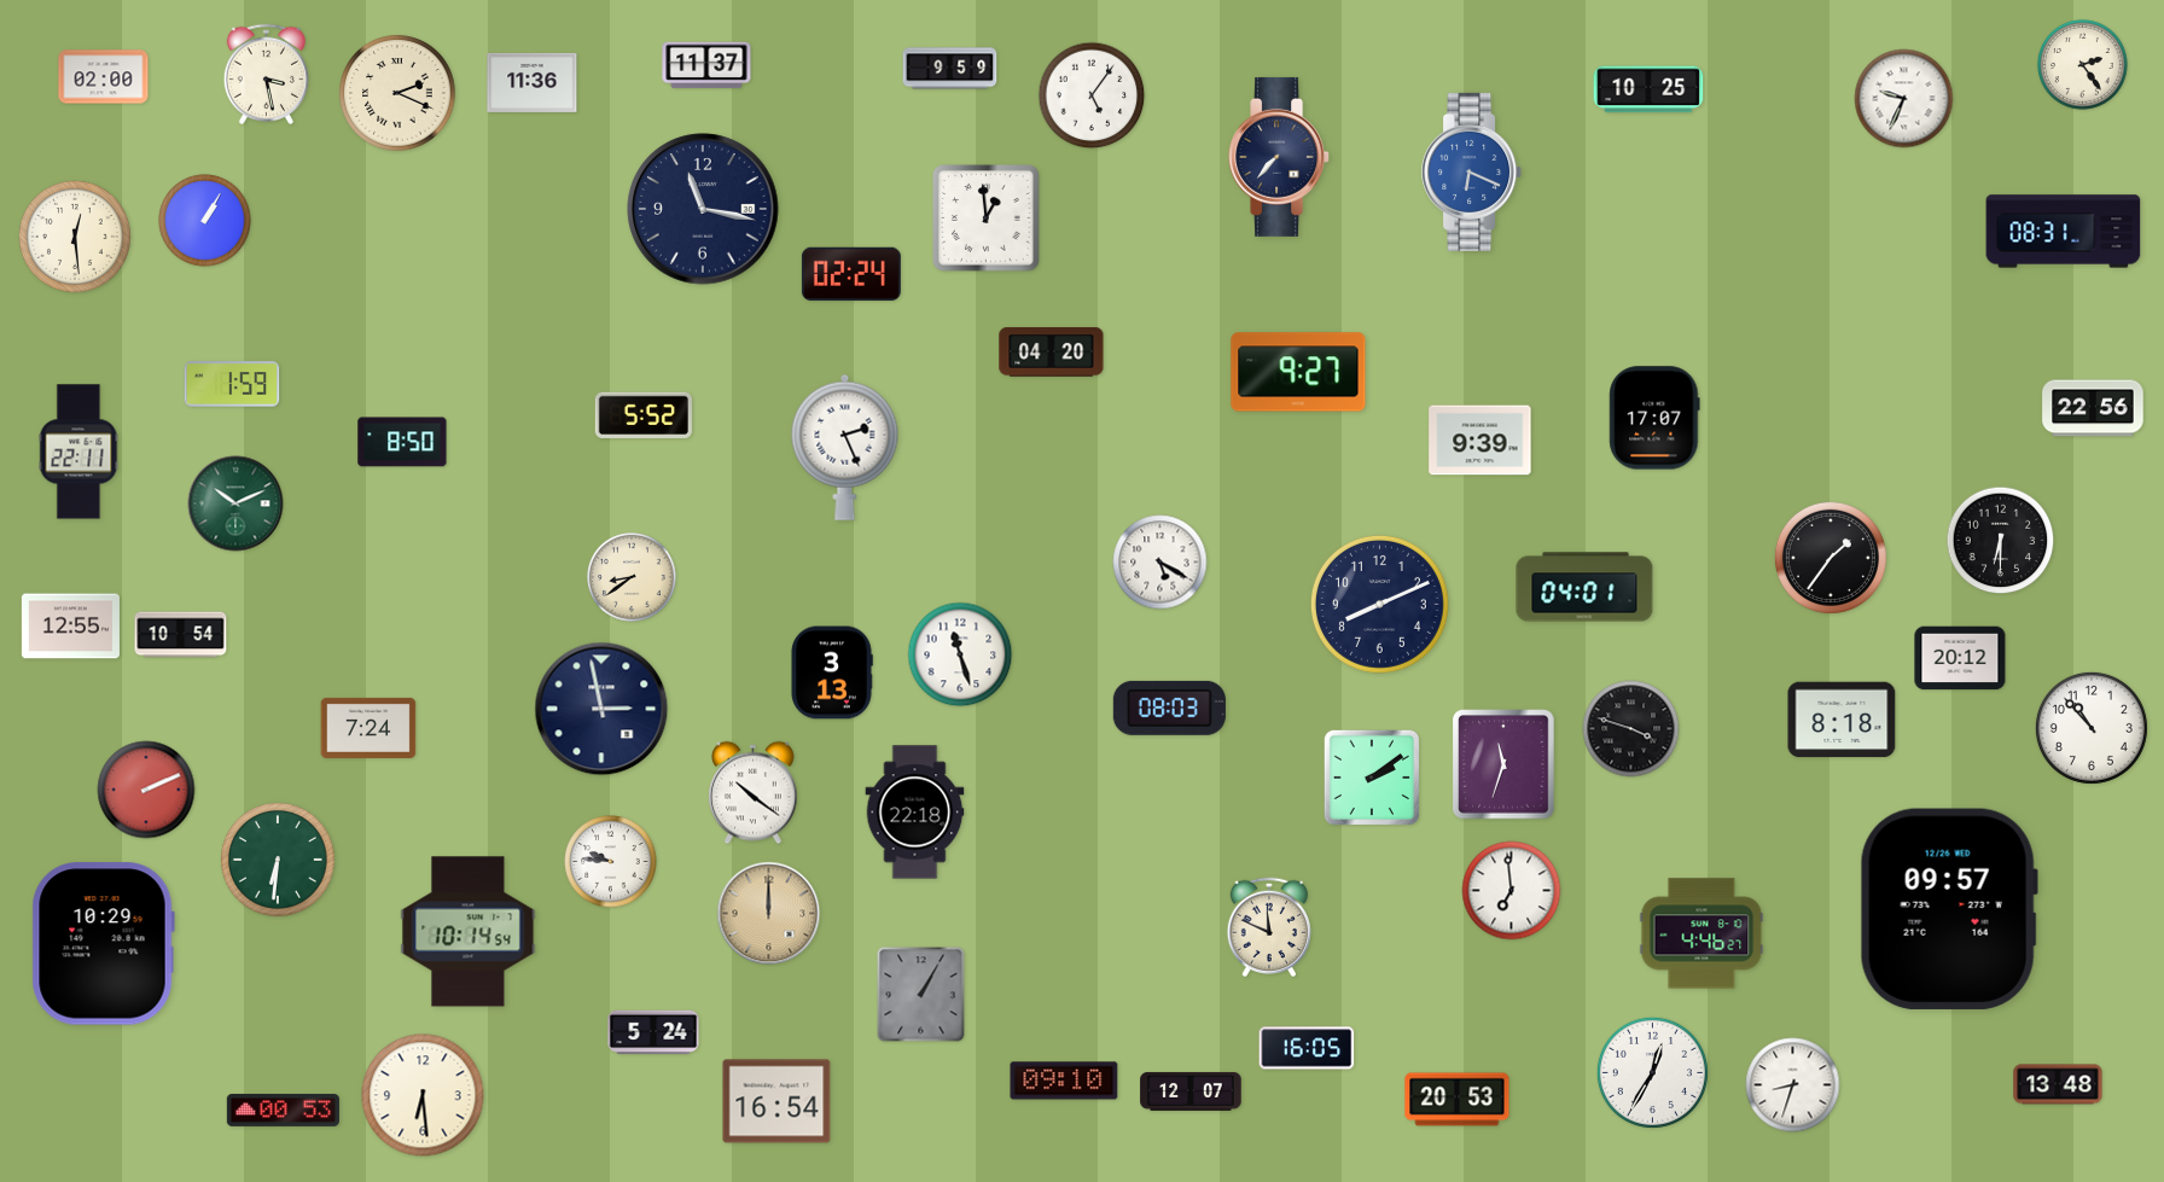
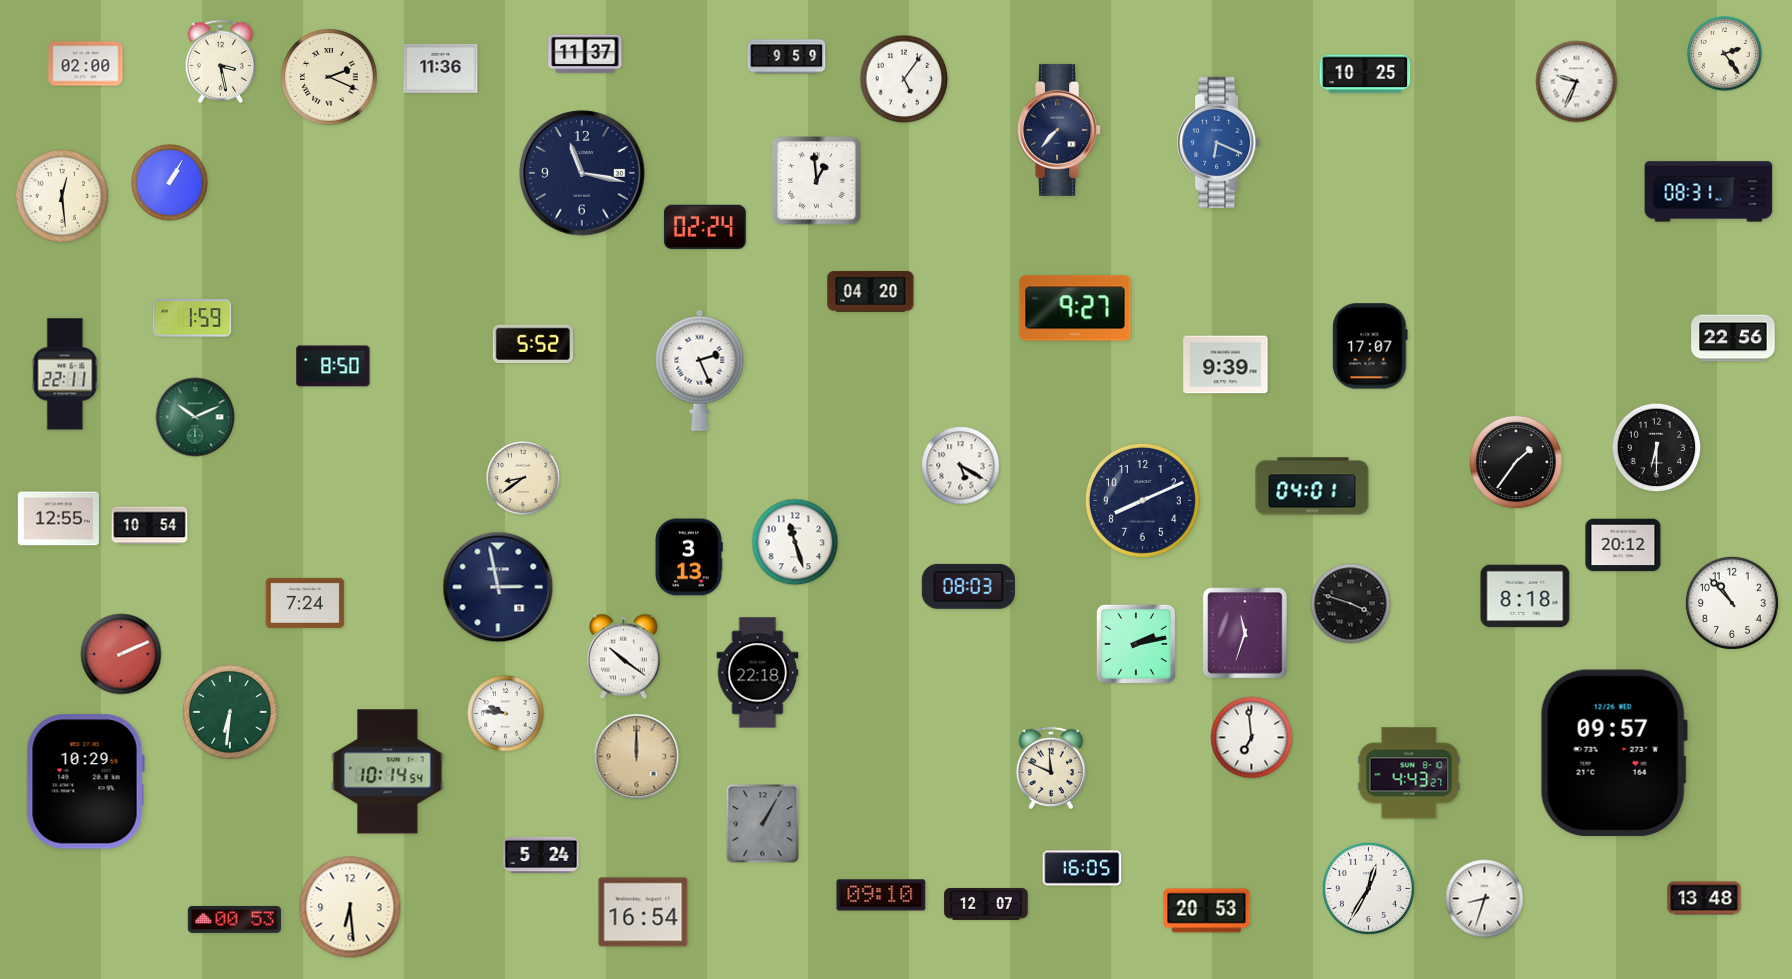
clock at (1371, 776): 2:09 -> 2:13
clock at (1701, 933): 4:46 -> 4:43
